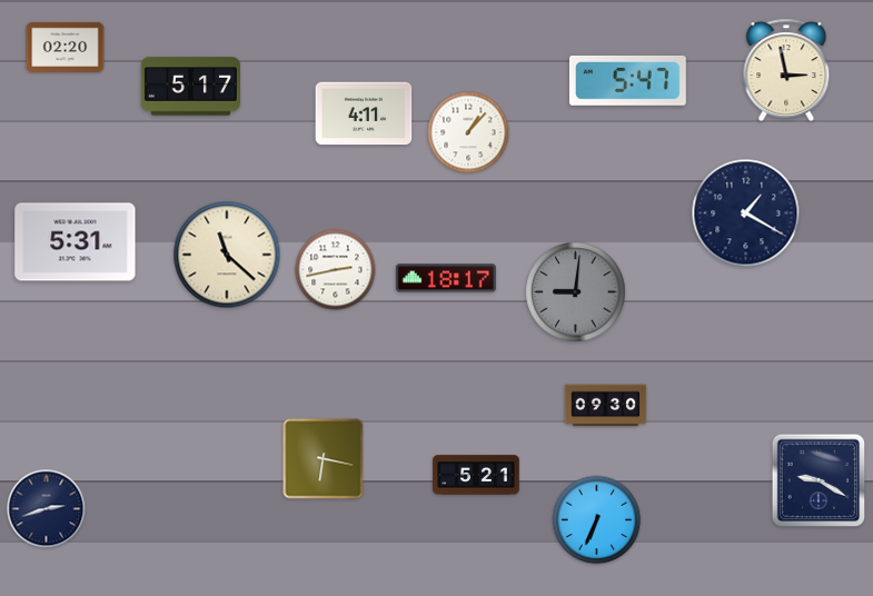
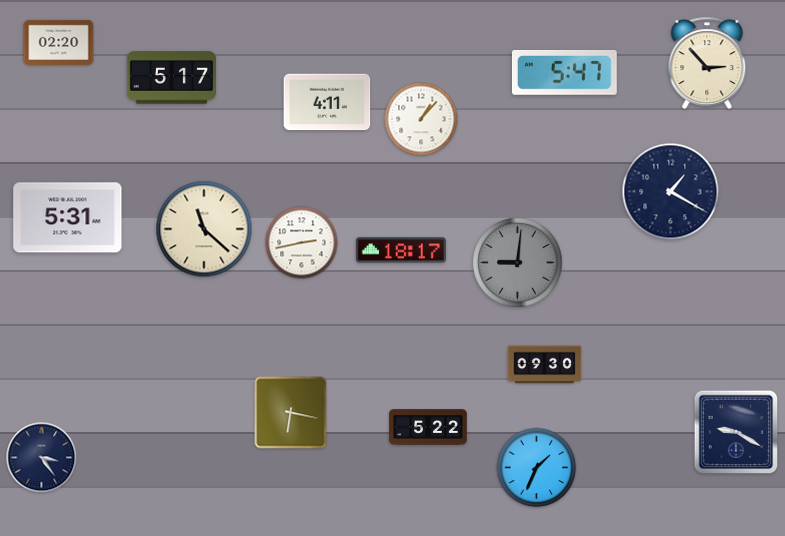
clock at (786, 70): 2:58 -> 2:53
clock at (476, 475): 5:21 -> 5:22
clock at (47, 509): 2:42 -> 3:24
clock at (597, 520): 6:34 -> 1:34
